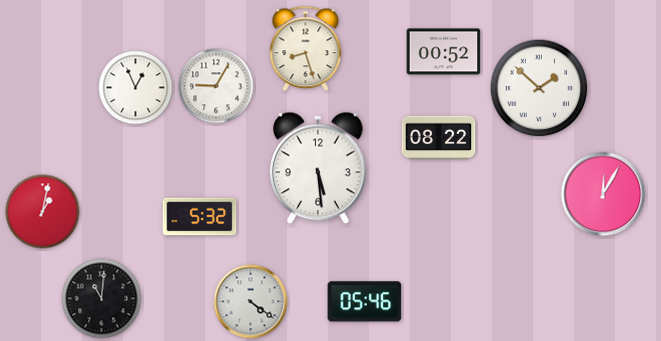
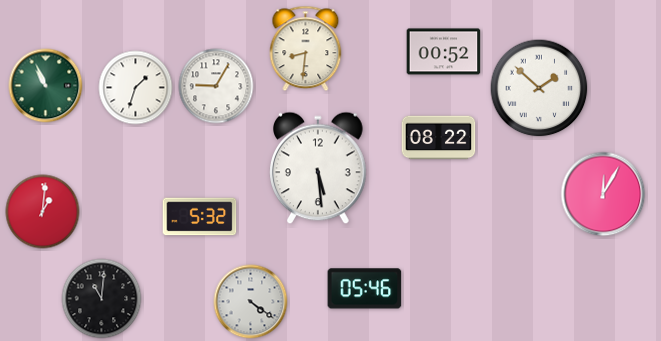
clock at (306, 49): 8:27 -> 8:31
clock at (46, 86): none -> 10:56
clock at (136, 88): 12:56 -> 1:33
clock at (43, 212): 1:02 -> 1:01
clock at (365, 302) position: (365, 302) -> (365, 289)
